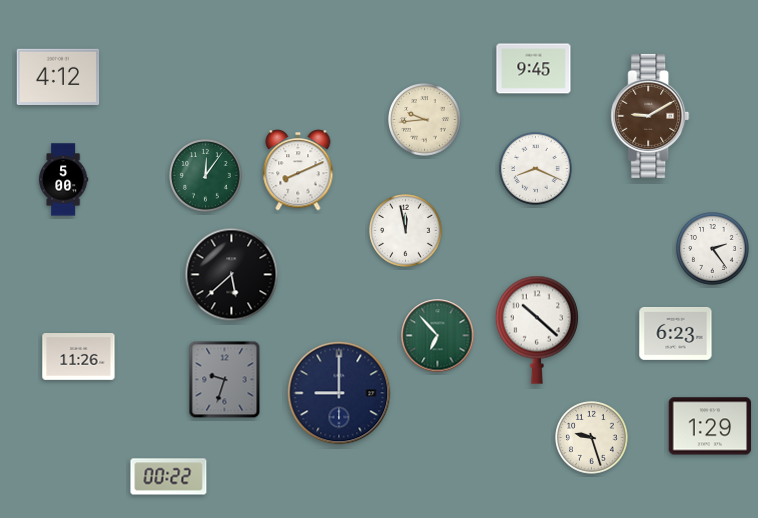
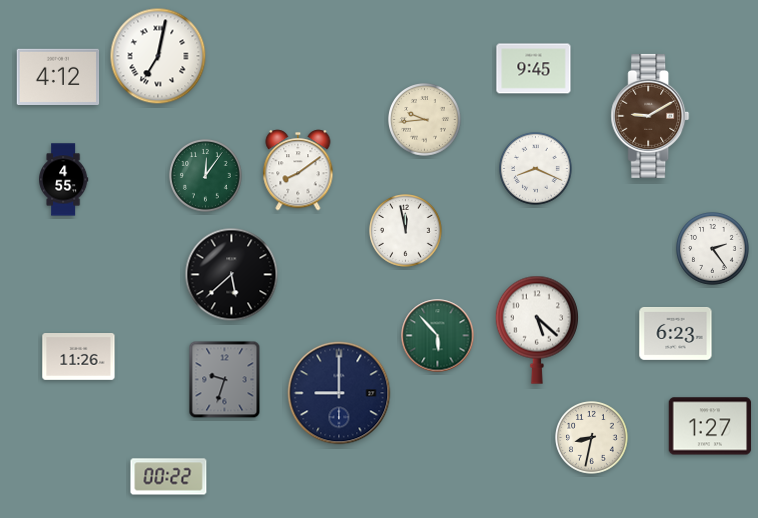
clock at (158, 56): none -> 7:02
clock at (298, 170): 8:11 -> 8:09
clock at (64, 180): 5:00 -> 4:55
clock at (536, 330): 10:22 -> 5:22
clock at (438, 336): 6:53 -> 5:53
clock at (710, 426): 1:29 -> 1:27
clock at (592, 438): 9:27 -> 8:32
